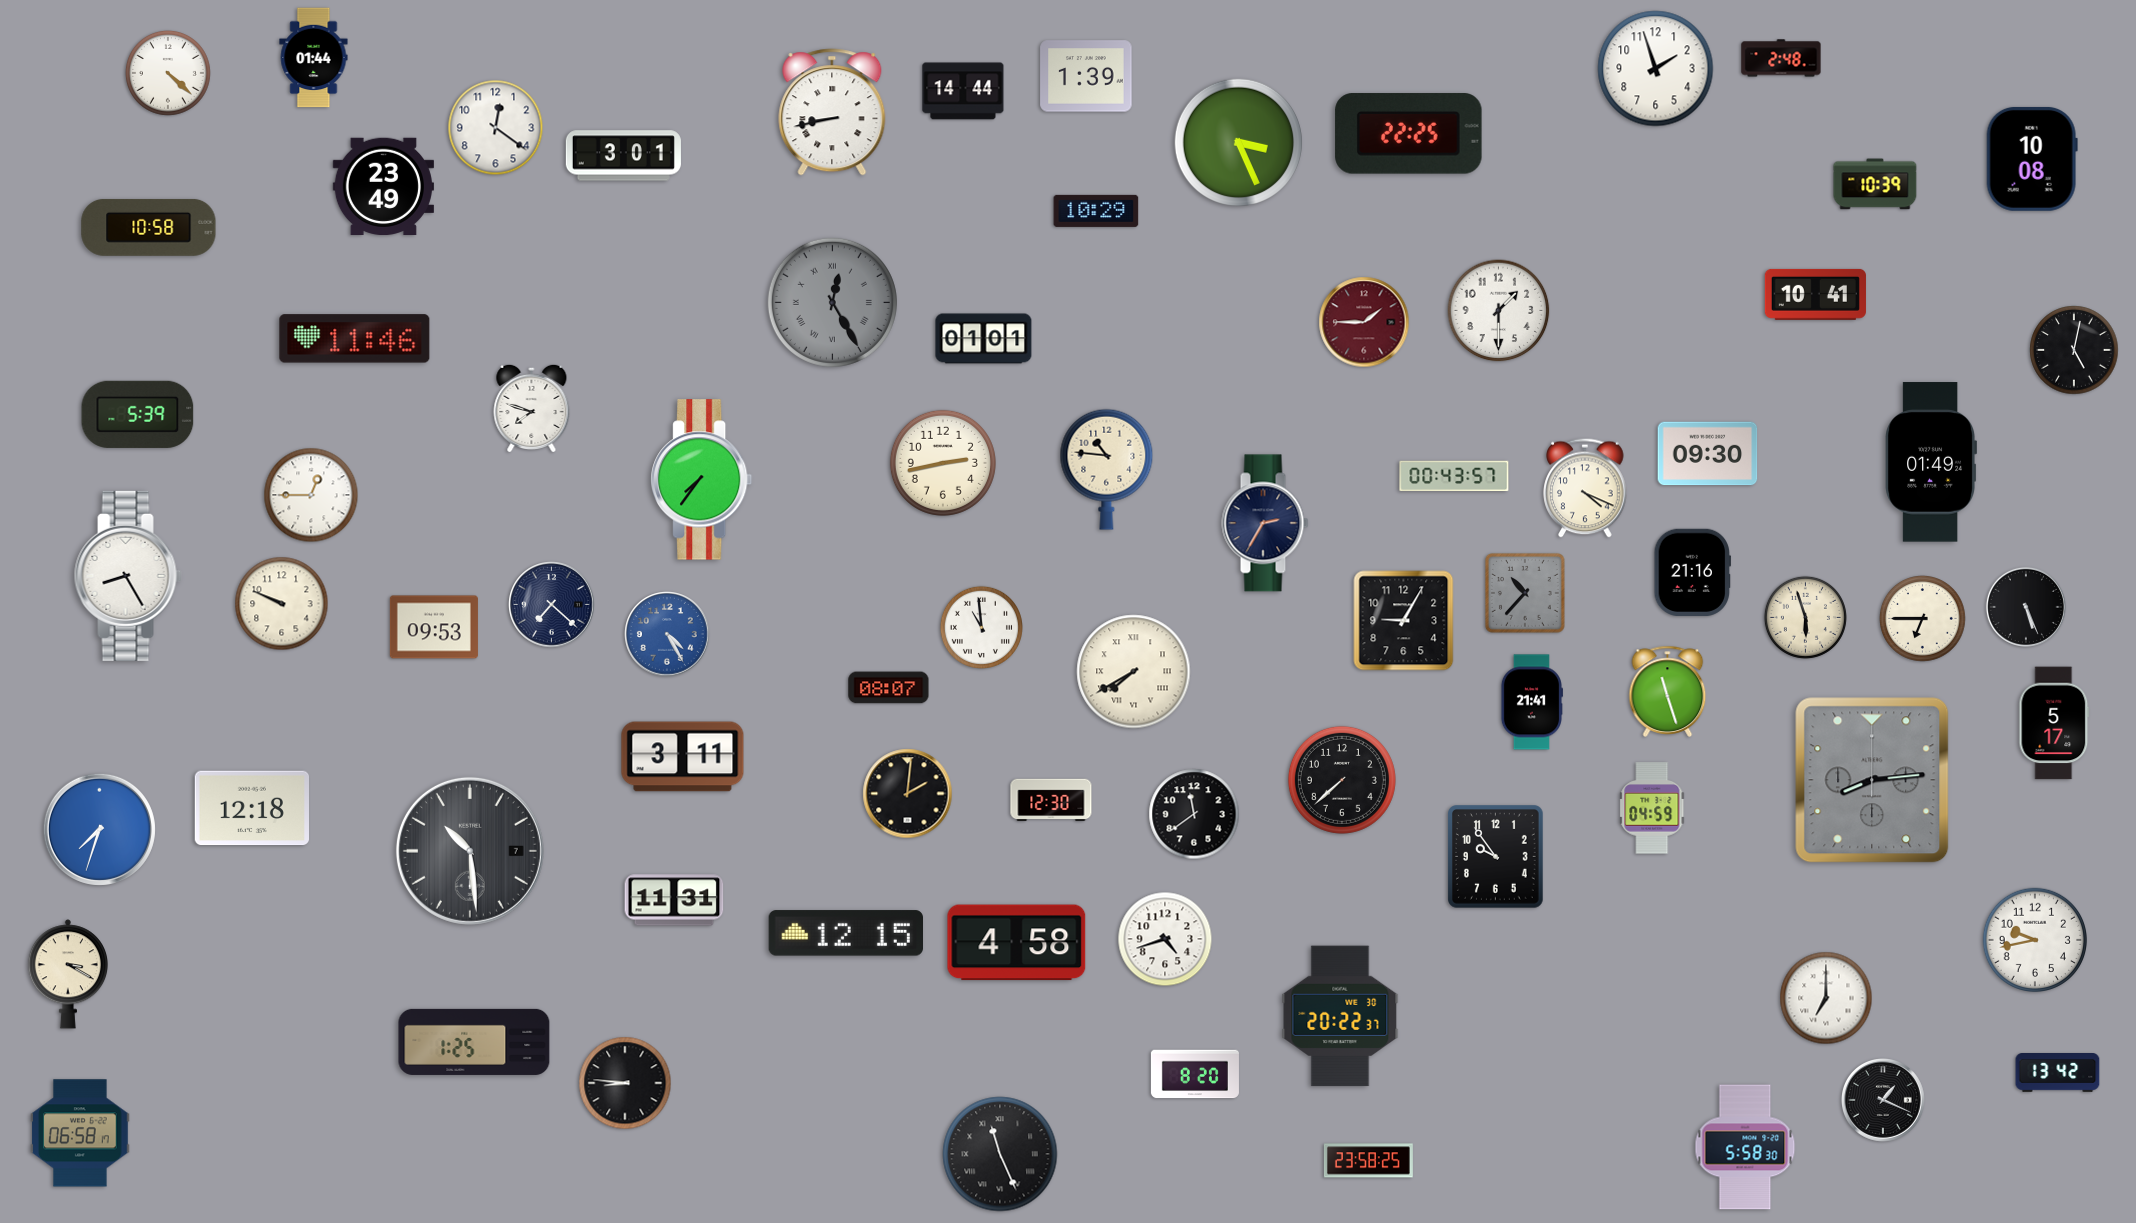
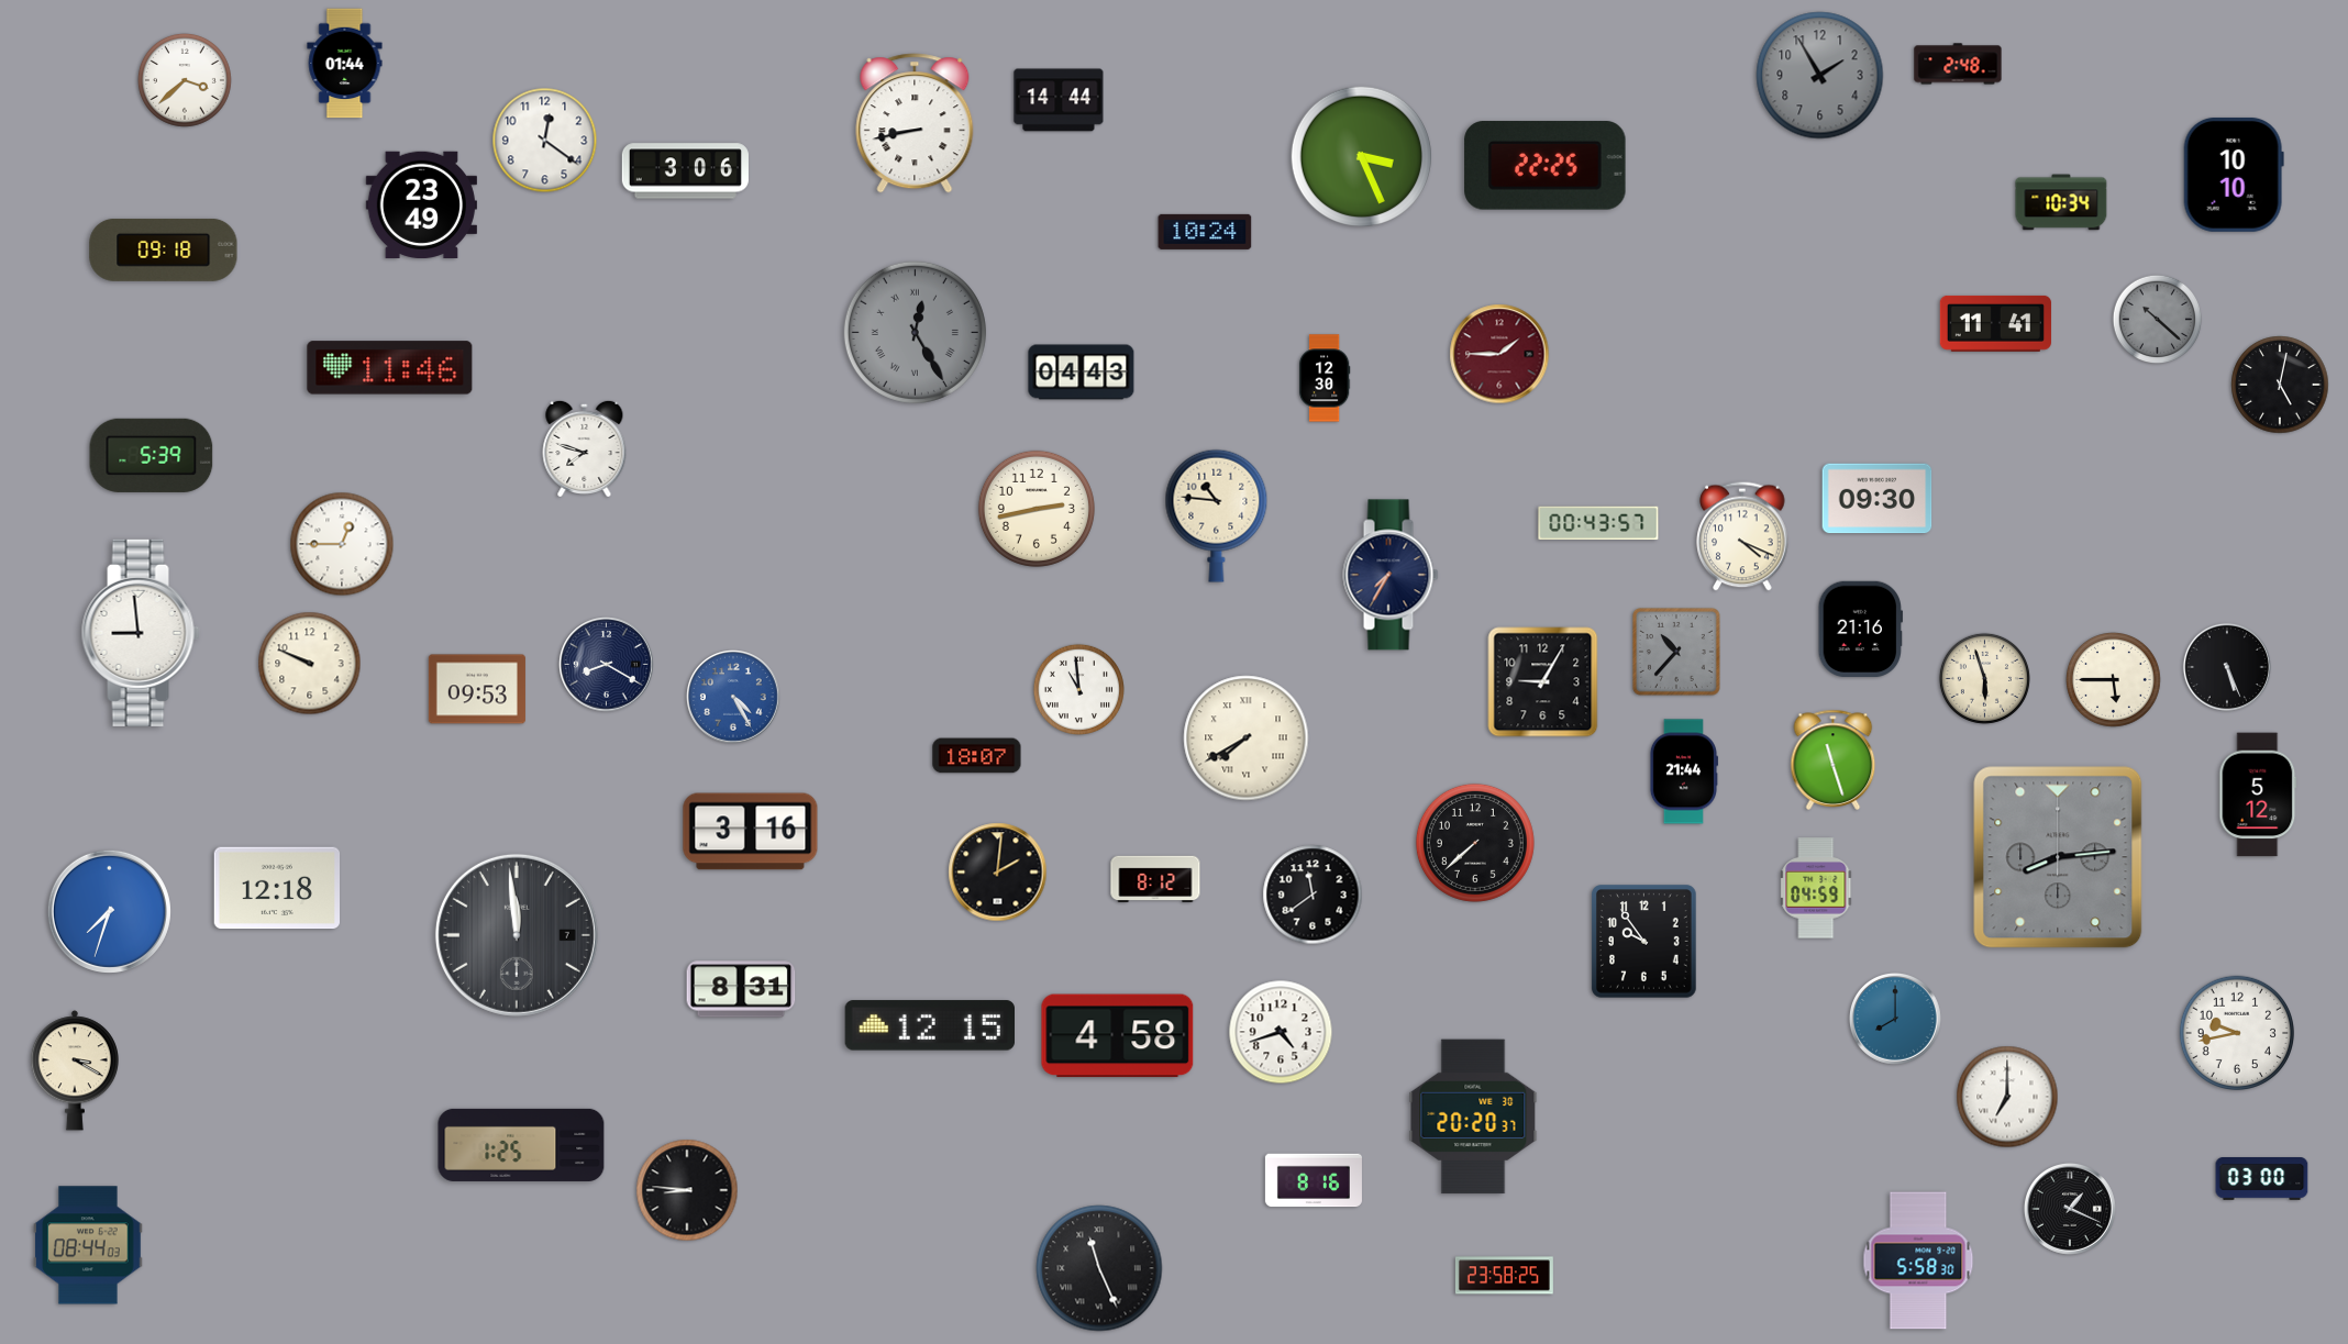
clock at (1656, 69): 1:57 -> 1:55
clock at (1656, 69) dial: white -> grey
clock at (168, 73): 4:22 -> 3:38
clock at (1086, 76): 1:39 -> none
clock at (1409, 134) position: (1409, 134) -> (1546, 166)
clock at (623, 156): 3:01 -> 3:06
clock at (2032, 159): 10:08 -> 10:10
clock at (1875, 184): 10:39 -> 10:34
clock at (1096, 211): 10:29 -> 10:24
clock at (149, 227): 10:58 -> 09:18
clock at (2158, 320): none -> 10:22
clock at (1815, 294): 10:41 -> 11:41
clock at (1499, 311): 1:30 -> none
clock at (355, 339) position: (355, 339) -> (390, 368)
clock at (984, 339): 01:01 -> 04:43
clock at (1325, 378): none -> 12:30
clock at (1930, 462): 01:49 -> none
clock at (702, 480): 7:36 -> none
clock at (1265, 523): 2:35 -> 7:35
clock at (128, 576): 8:25 -> 8:59
clock at (552, 605): 7:22 -> 8:20
clock at (1923, 619): 6:45 -> 5:45
clock at (889, 688): 08:07 -> 18:07
clock at (1531, 702): 21:41 -> 21:44
clock at (2054, 723): 5:17 -> 5:12
clock at (683, 757): 3:11 -> 3:16
clock at (1342, 780) position: (1342, 780) -> (1475, 843)
clock at (1051, 800): 12:30 -> 8:12
clock at (470, 851): 10:29 -> 11:59
clock at (674, 900): 11:31 -> 8:31
clock at (1895, 1019): none -> 8:00
clock at (1340, 1016): 20:22 -> 20:20
clock at (2058, 1073): 13:42 -> 03:00
clock at (1195, 1074): 8:20 -> 8:16
clock at (80, 1133): 06:58 -> 08:44
